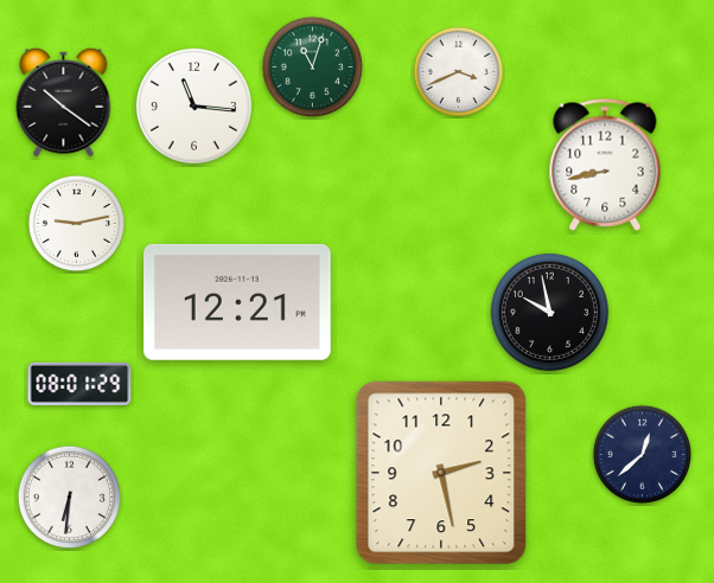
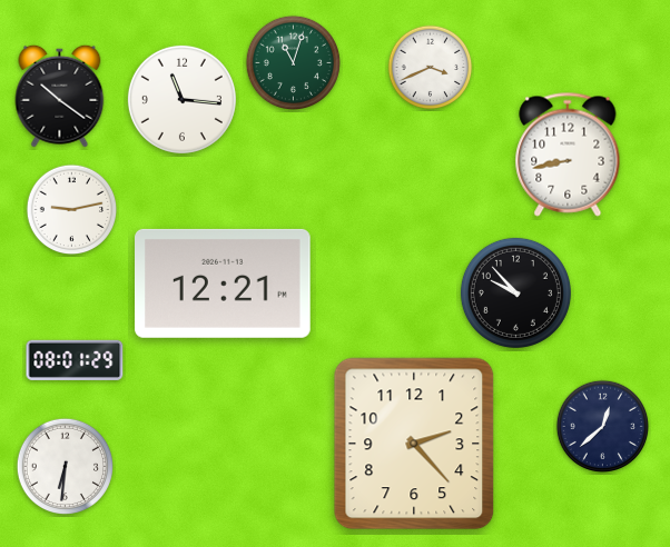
clock at (549, 312): 9:58 -> 9:53
clock at (441, 473): 2:28 -> 2:23
